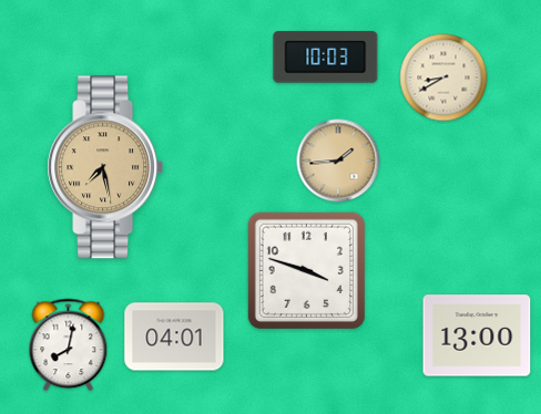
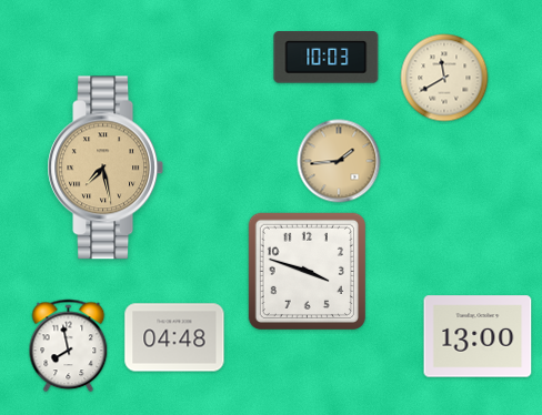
clock at (443, 77): 8:40 -> 11:40
clock at (174, 337): 04:01 -> 04:48
clock at (69, 345): 8:02 -> 7:58
